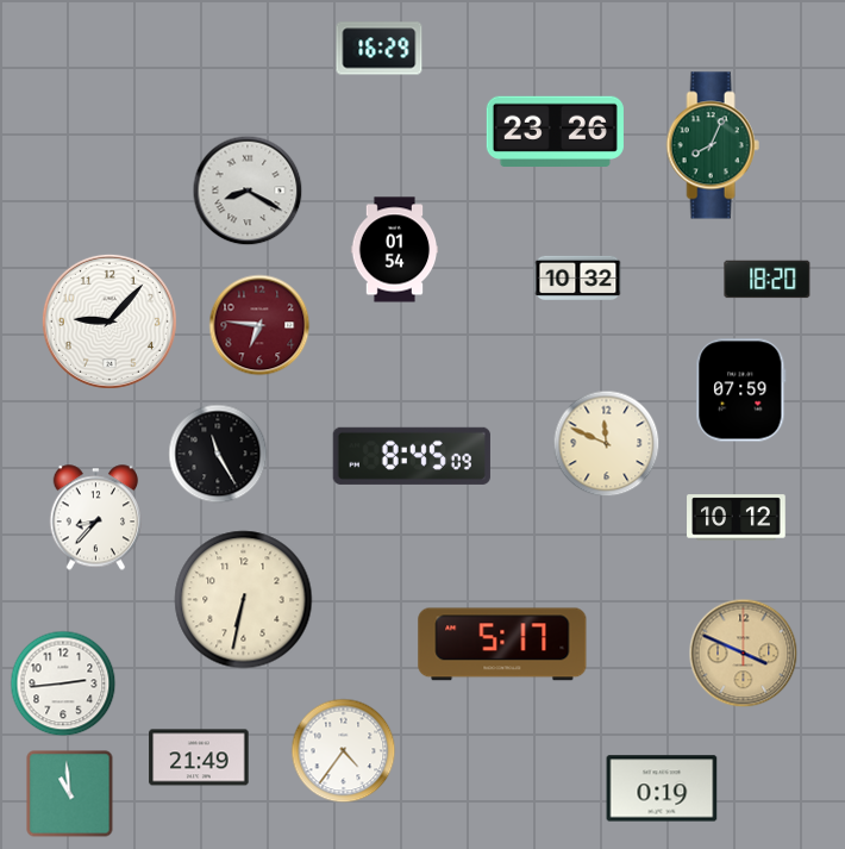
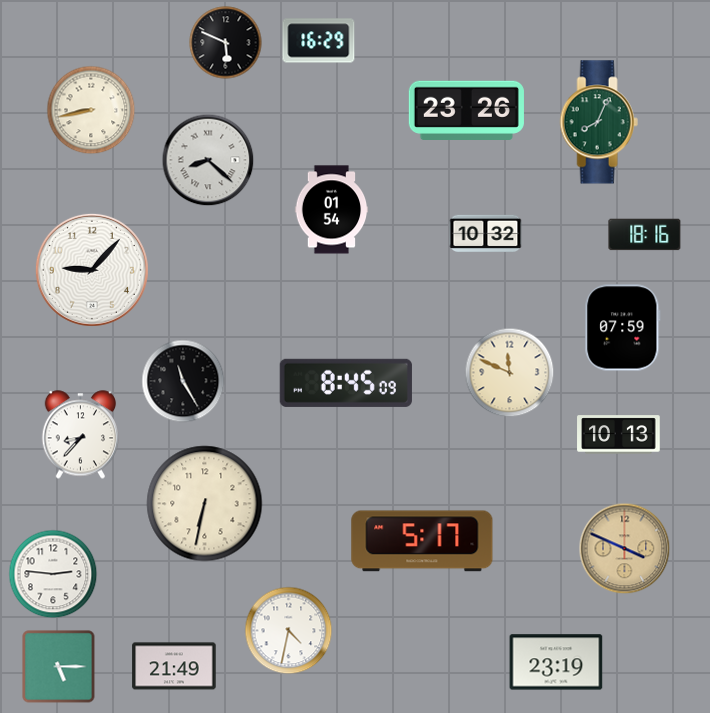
clock at (226, 43): none -> 5:49
clock at (91, 110): none -> 8:43
clock at (248, 191): 8:20 -> 8:22
clock at (768, 280): 18:20 -> 18:16
clock at (259, 325): 6:46 -> none
clock at (737, 518): 10:12 -> 10:13
clock at (63, 683): 2:44 -> 2:46
clock at (344, 751): 4:36 -> 4:32
clock at (199, 757) position: (199, 757) -> (174, 666)
clock at (662, 788): 0:19 -> 23:19
clock at (70, 794): 10:59 -> 5:15
